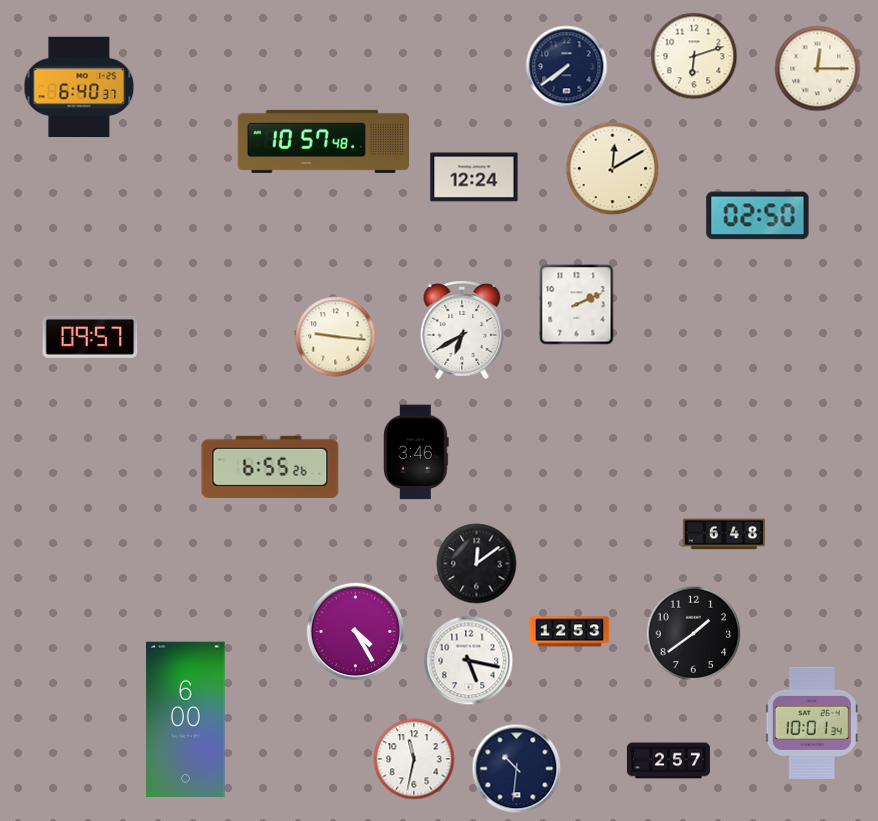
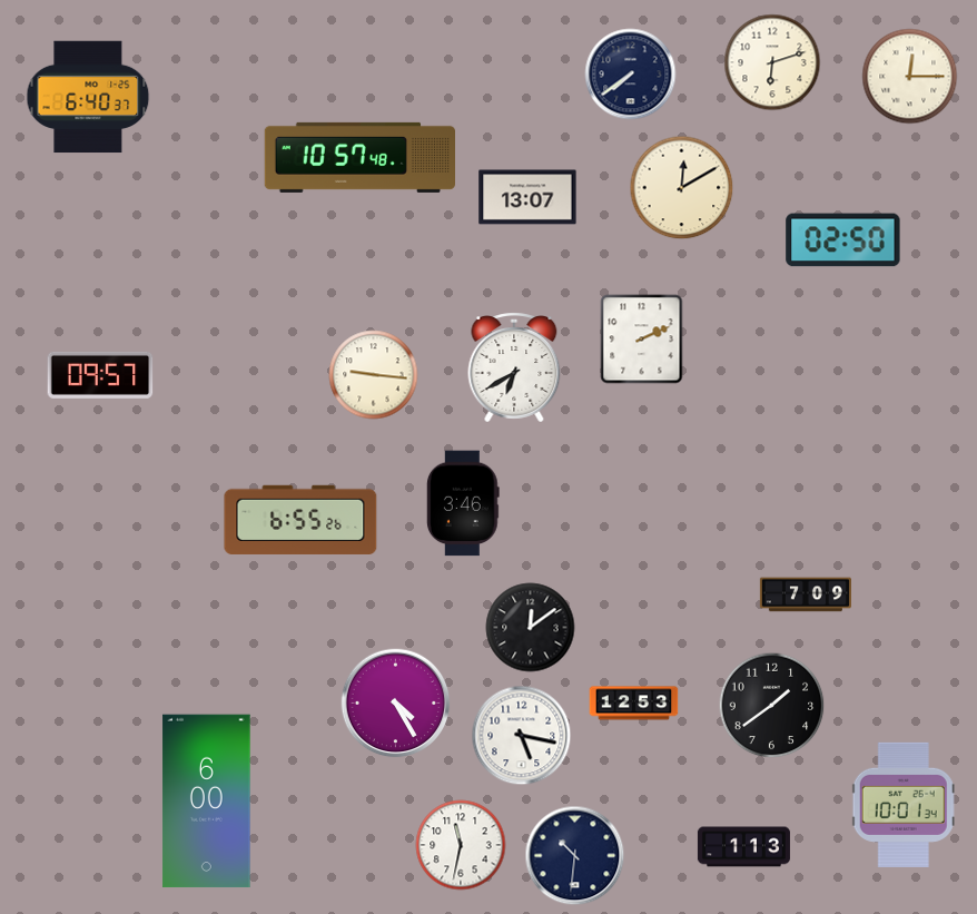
clock at (474, 177): 12:24 -> 13:07
clock at (724, 534): 6:48 -> 7:09
clock at (668, 761): 2:57 -> 1:13
